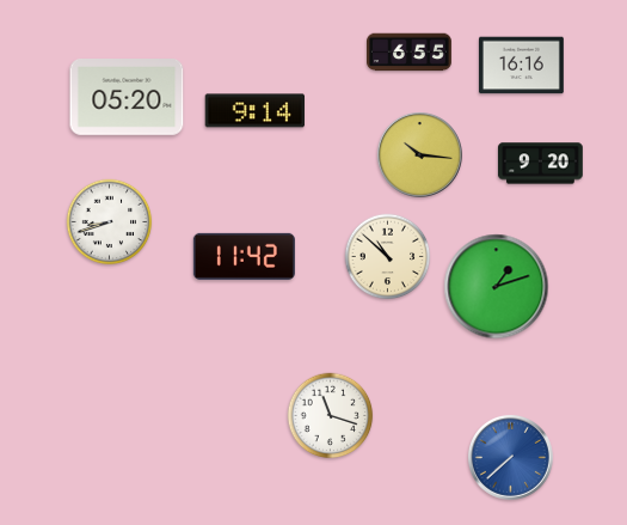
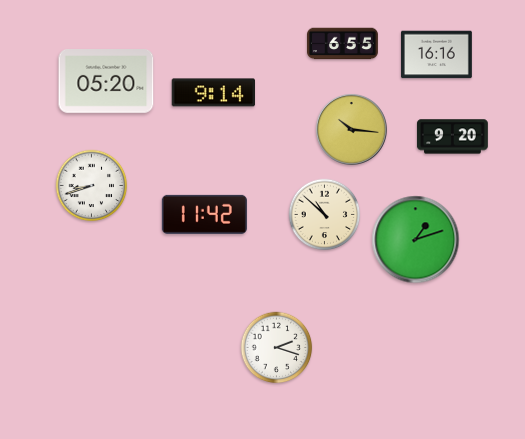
clock at (331, 416): 11:18 -> 2:18
clock at (510, 457): 7:38 -> none
